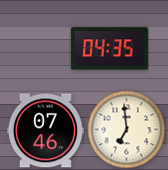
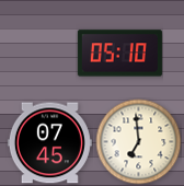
clock at (109, 49): 04:35 -> 05:10
clock at (45, 131): 07:46 -> 07:45
